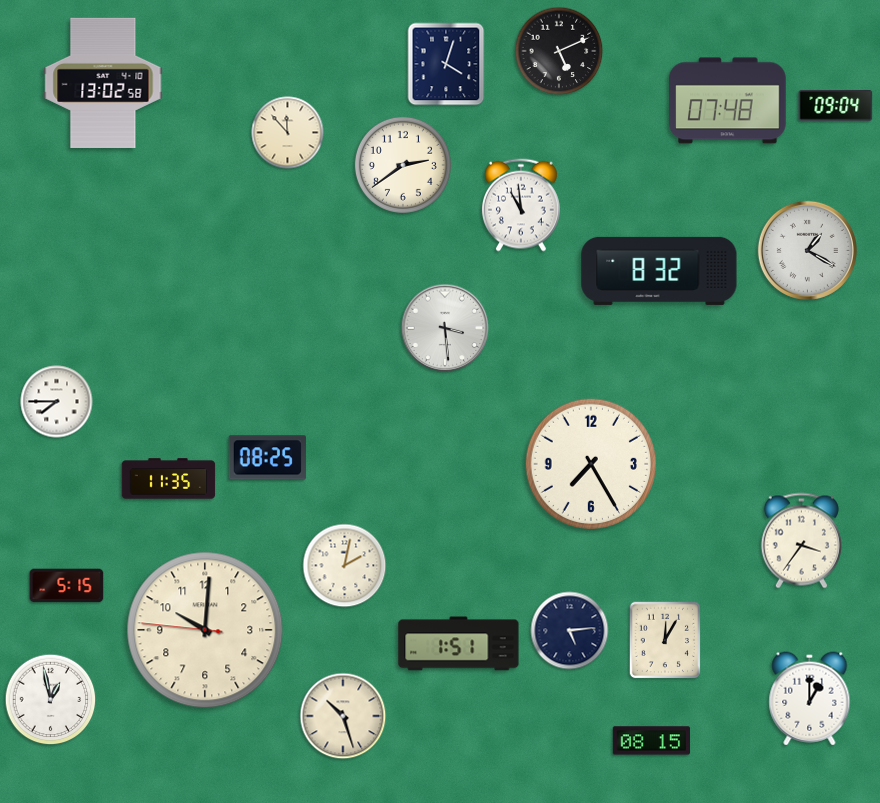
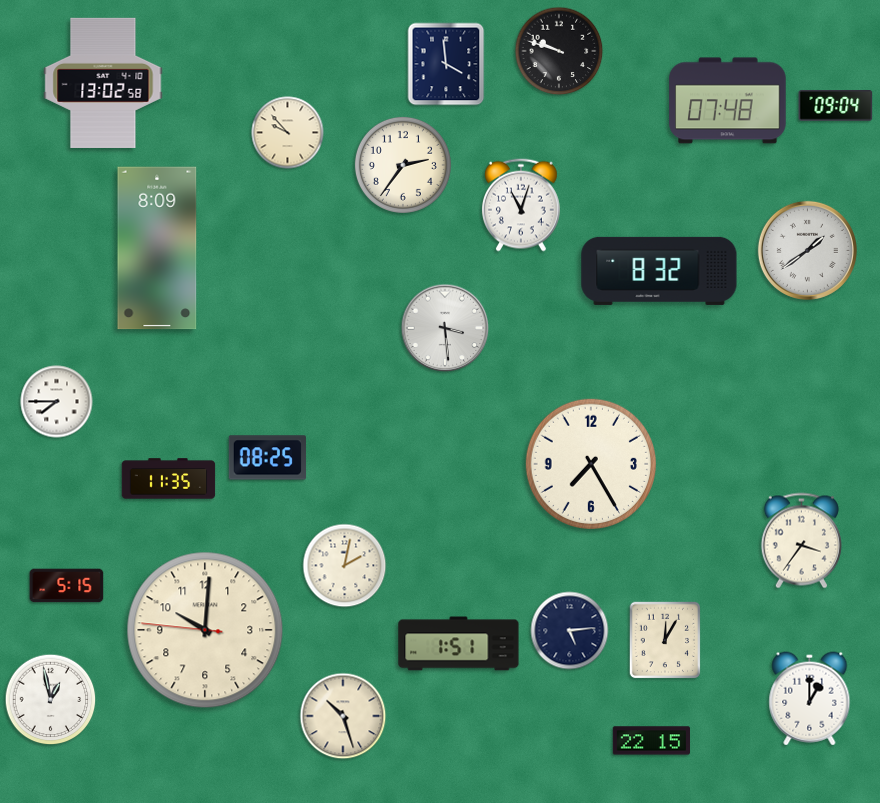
clock at (559, 51): 5:11 -> 9:48
clock at (446, 64): 4:03 -> 3:59
clock at (288, 133): 11:53 -> 9:53
clock at (403, 165): 2:39 -> 2:36
clock at (521, 205): 10:59 -> 11:03
clock at (157, 248): none -> 8:09
clock at (807, 250): 1:20 -> 1:39
clock at (651, 741): 08:15 -> 22:15
